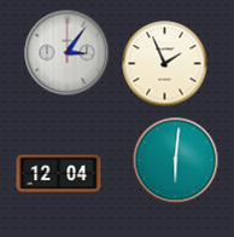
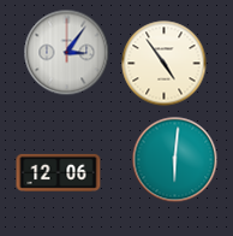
clock at (165, 64): 1:56 -> 4:54
clock at (59, 173): 12:04 -> 12:06
